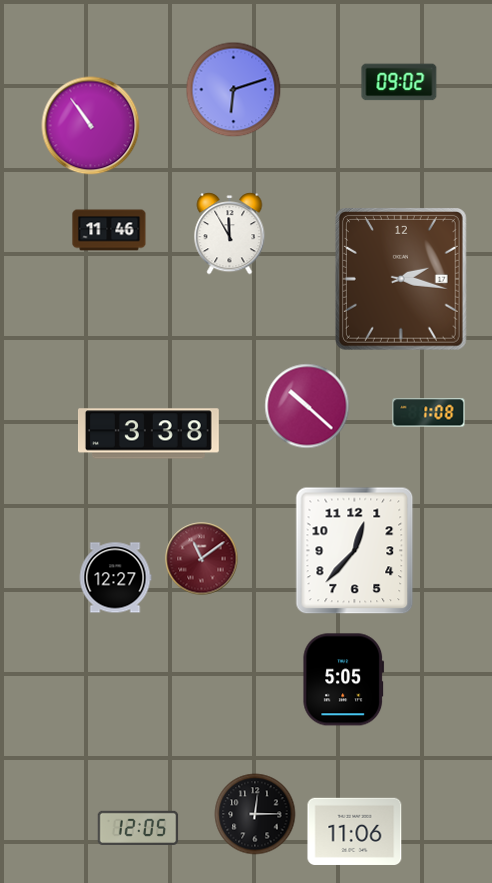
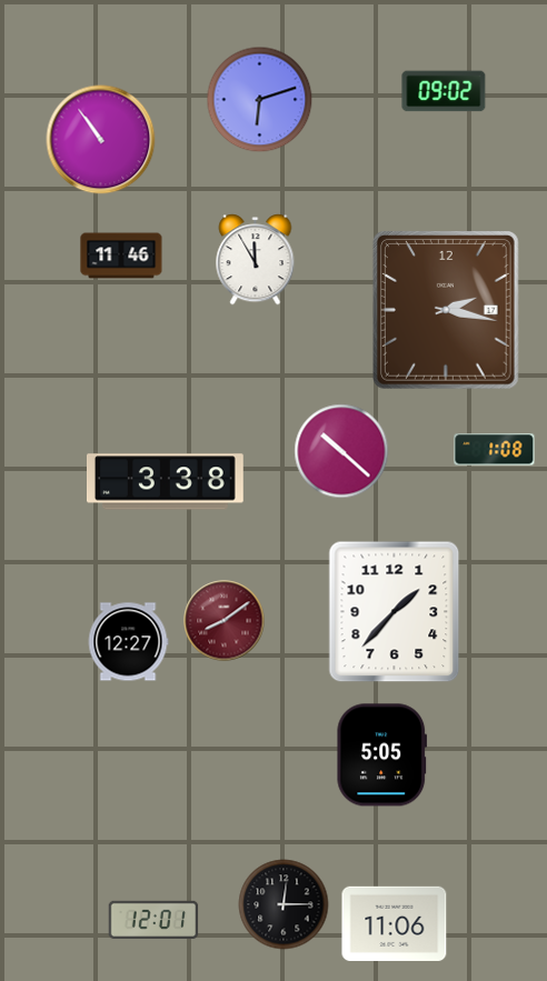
clock at (429, 413) position: (429, 413) -> (495, 450)
clock at (355, 551): 12:37 -> 1:37
clock at (202, 559): 11:09 -> 8:09
clock at (138, 828): 12:05 -> 12:01
